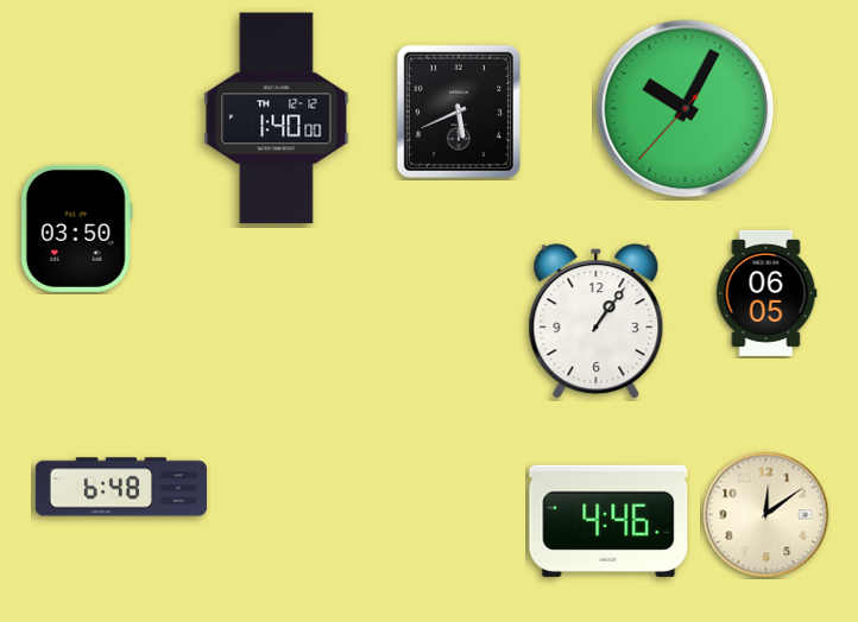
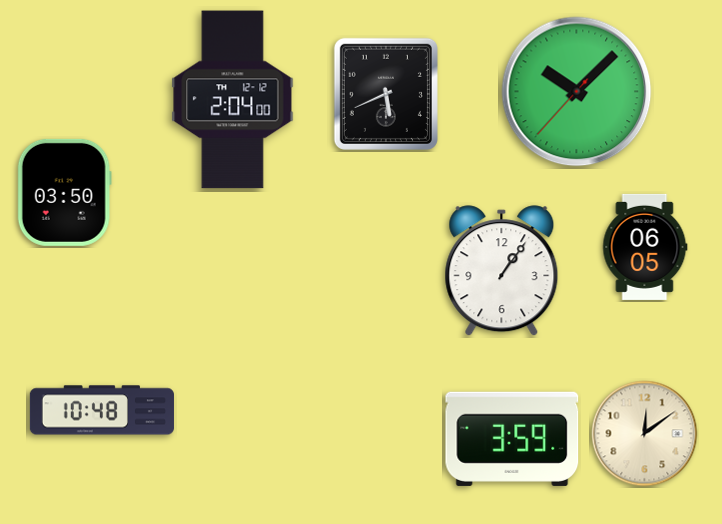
clock at (686, 109): 10:04 -> 10:07
clock at (277, 119): 1:40 -> 2:04
clock at (121, 487): 6:48 -> 10:48
clock at (608, 521): 4:46 -> 3:59
